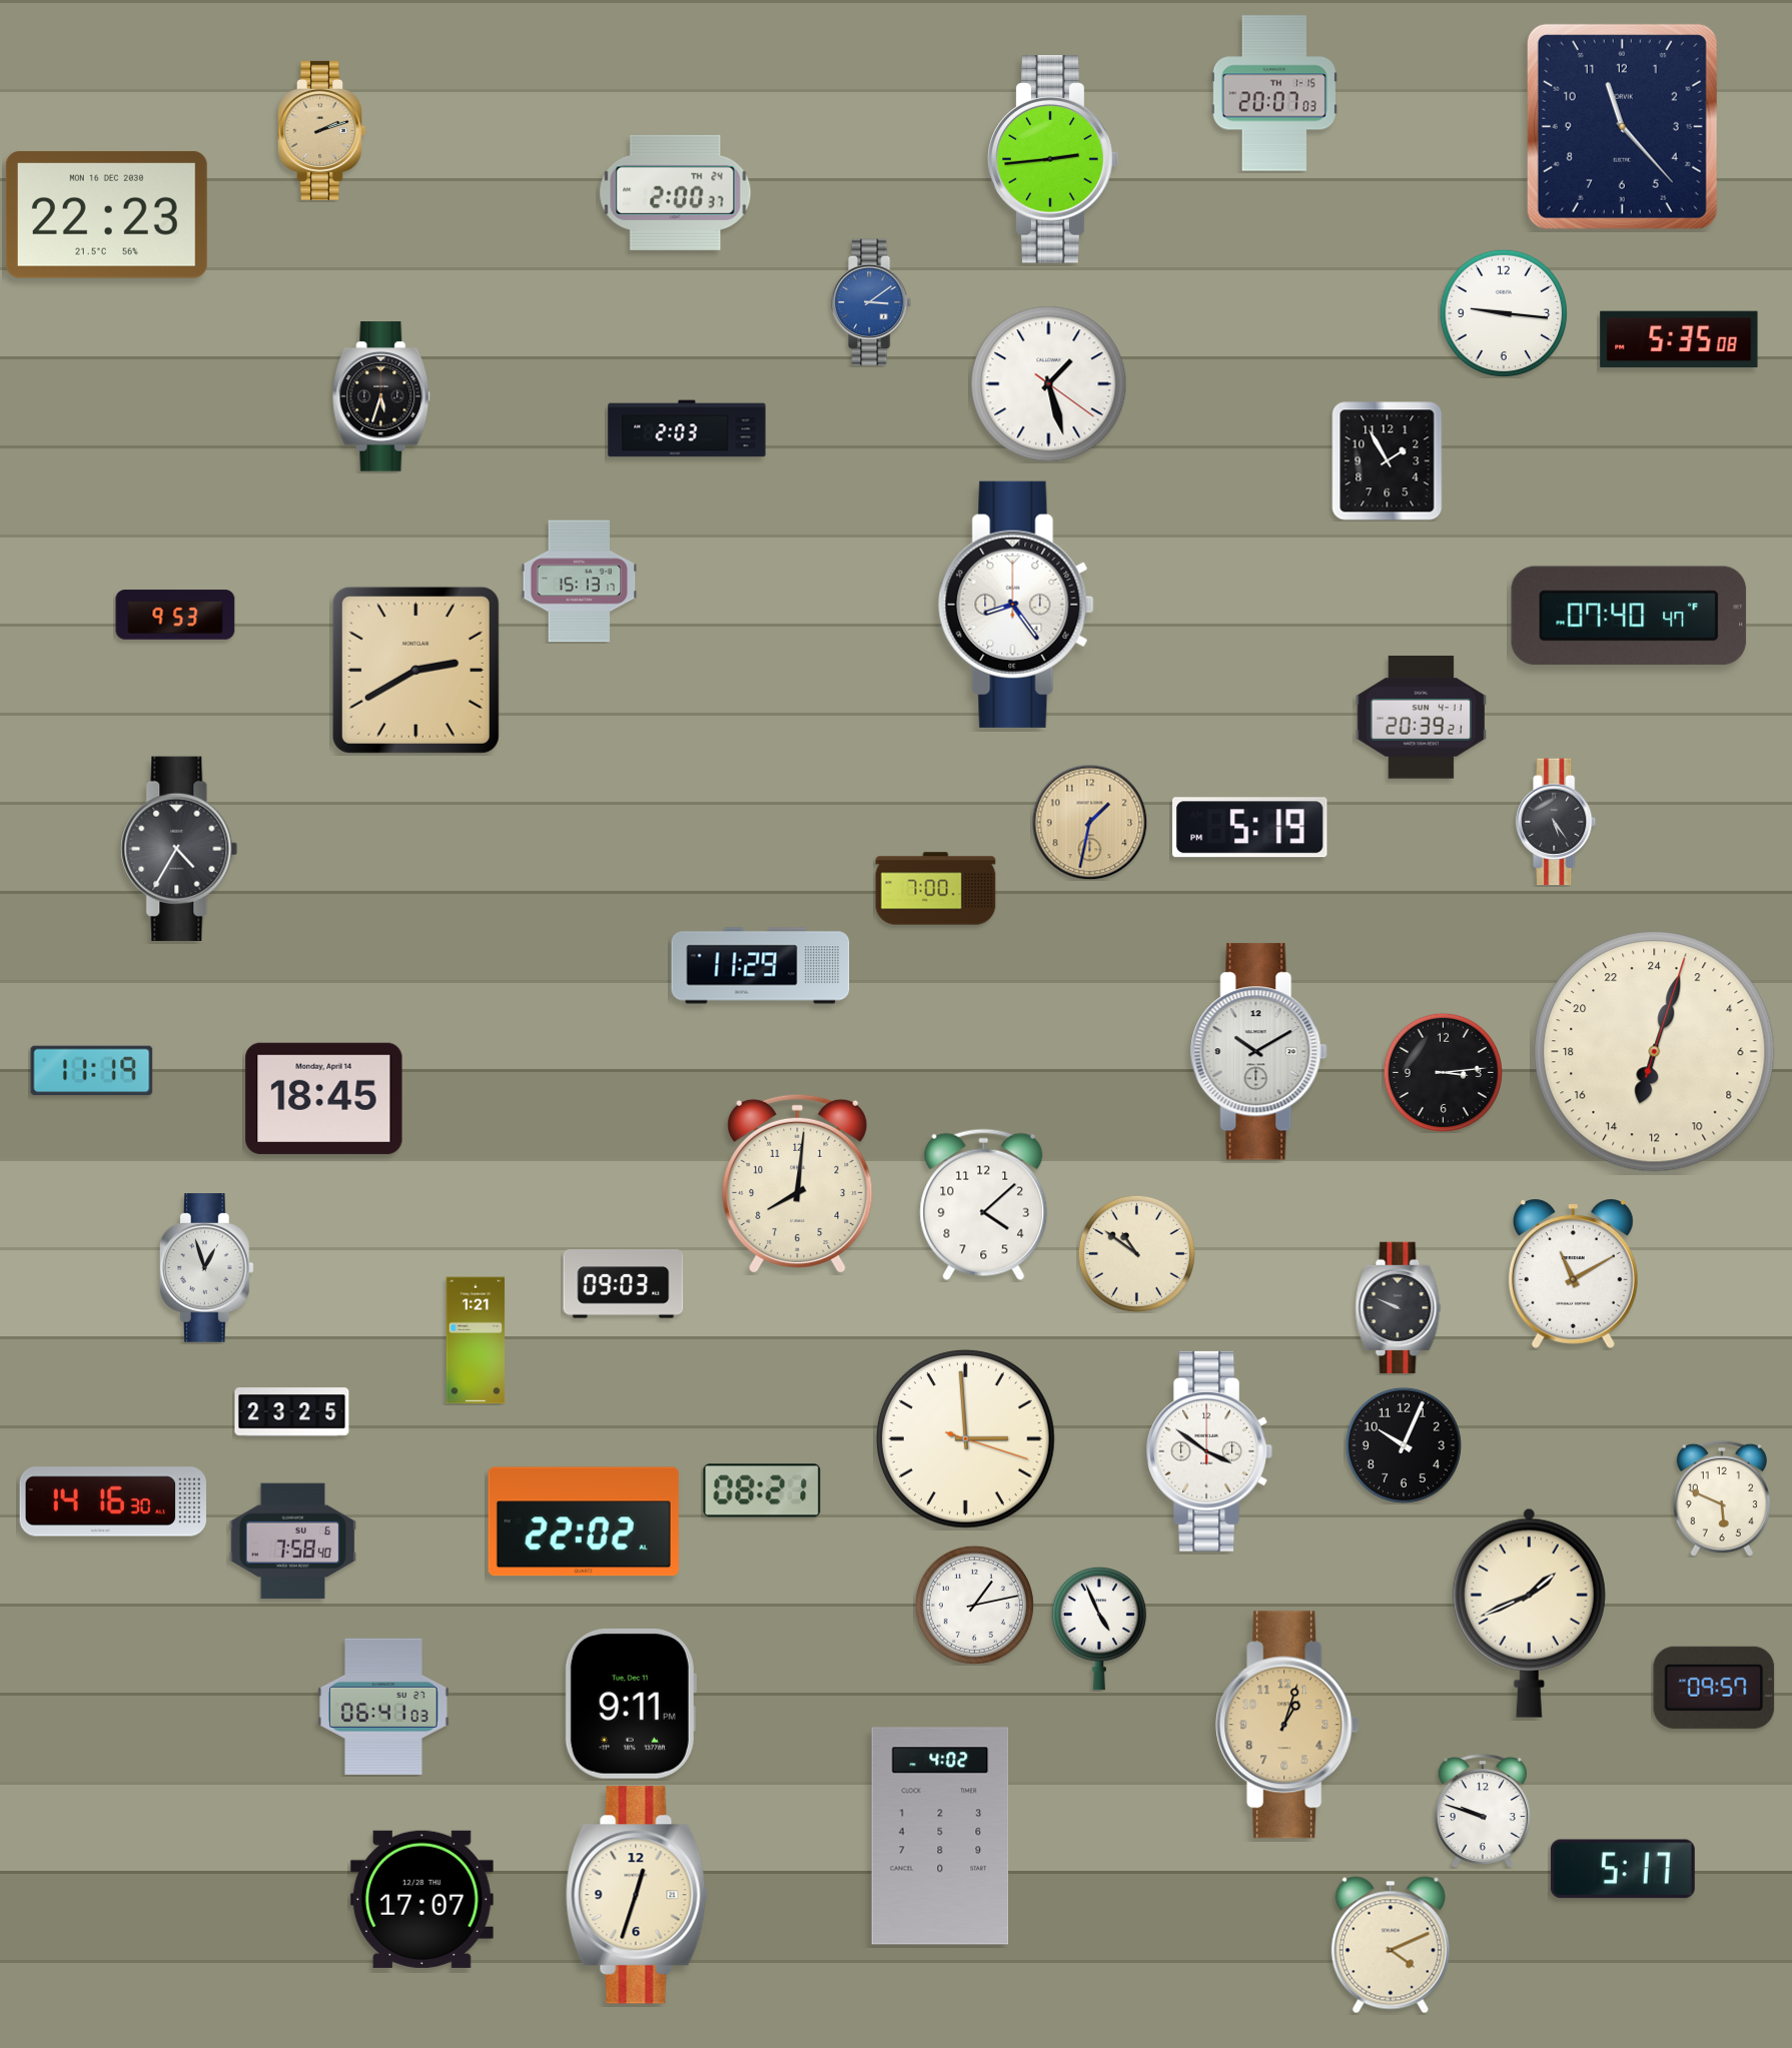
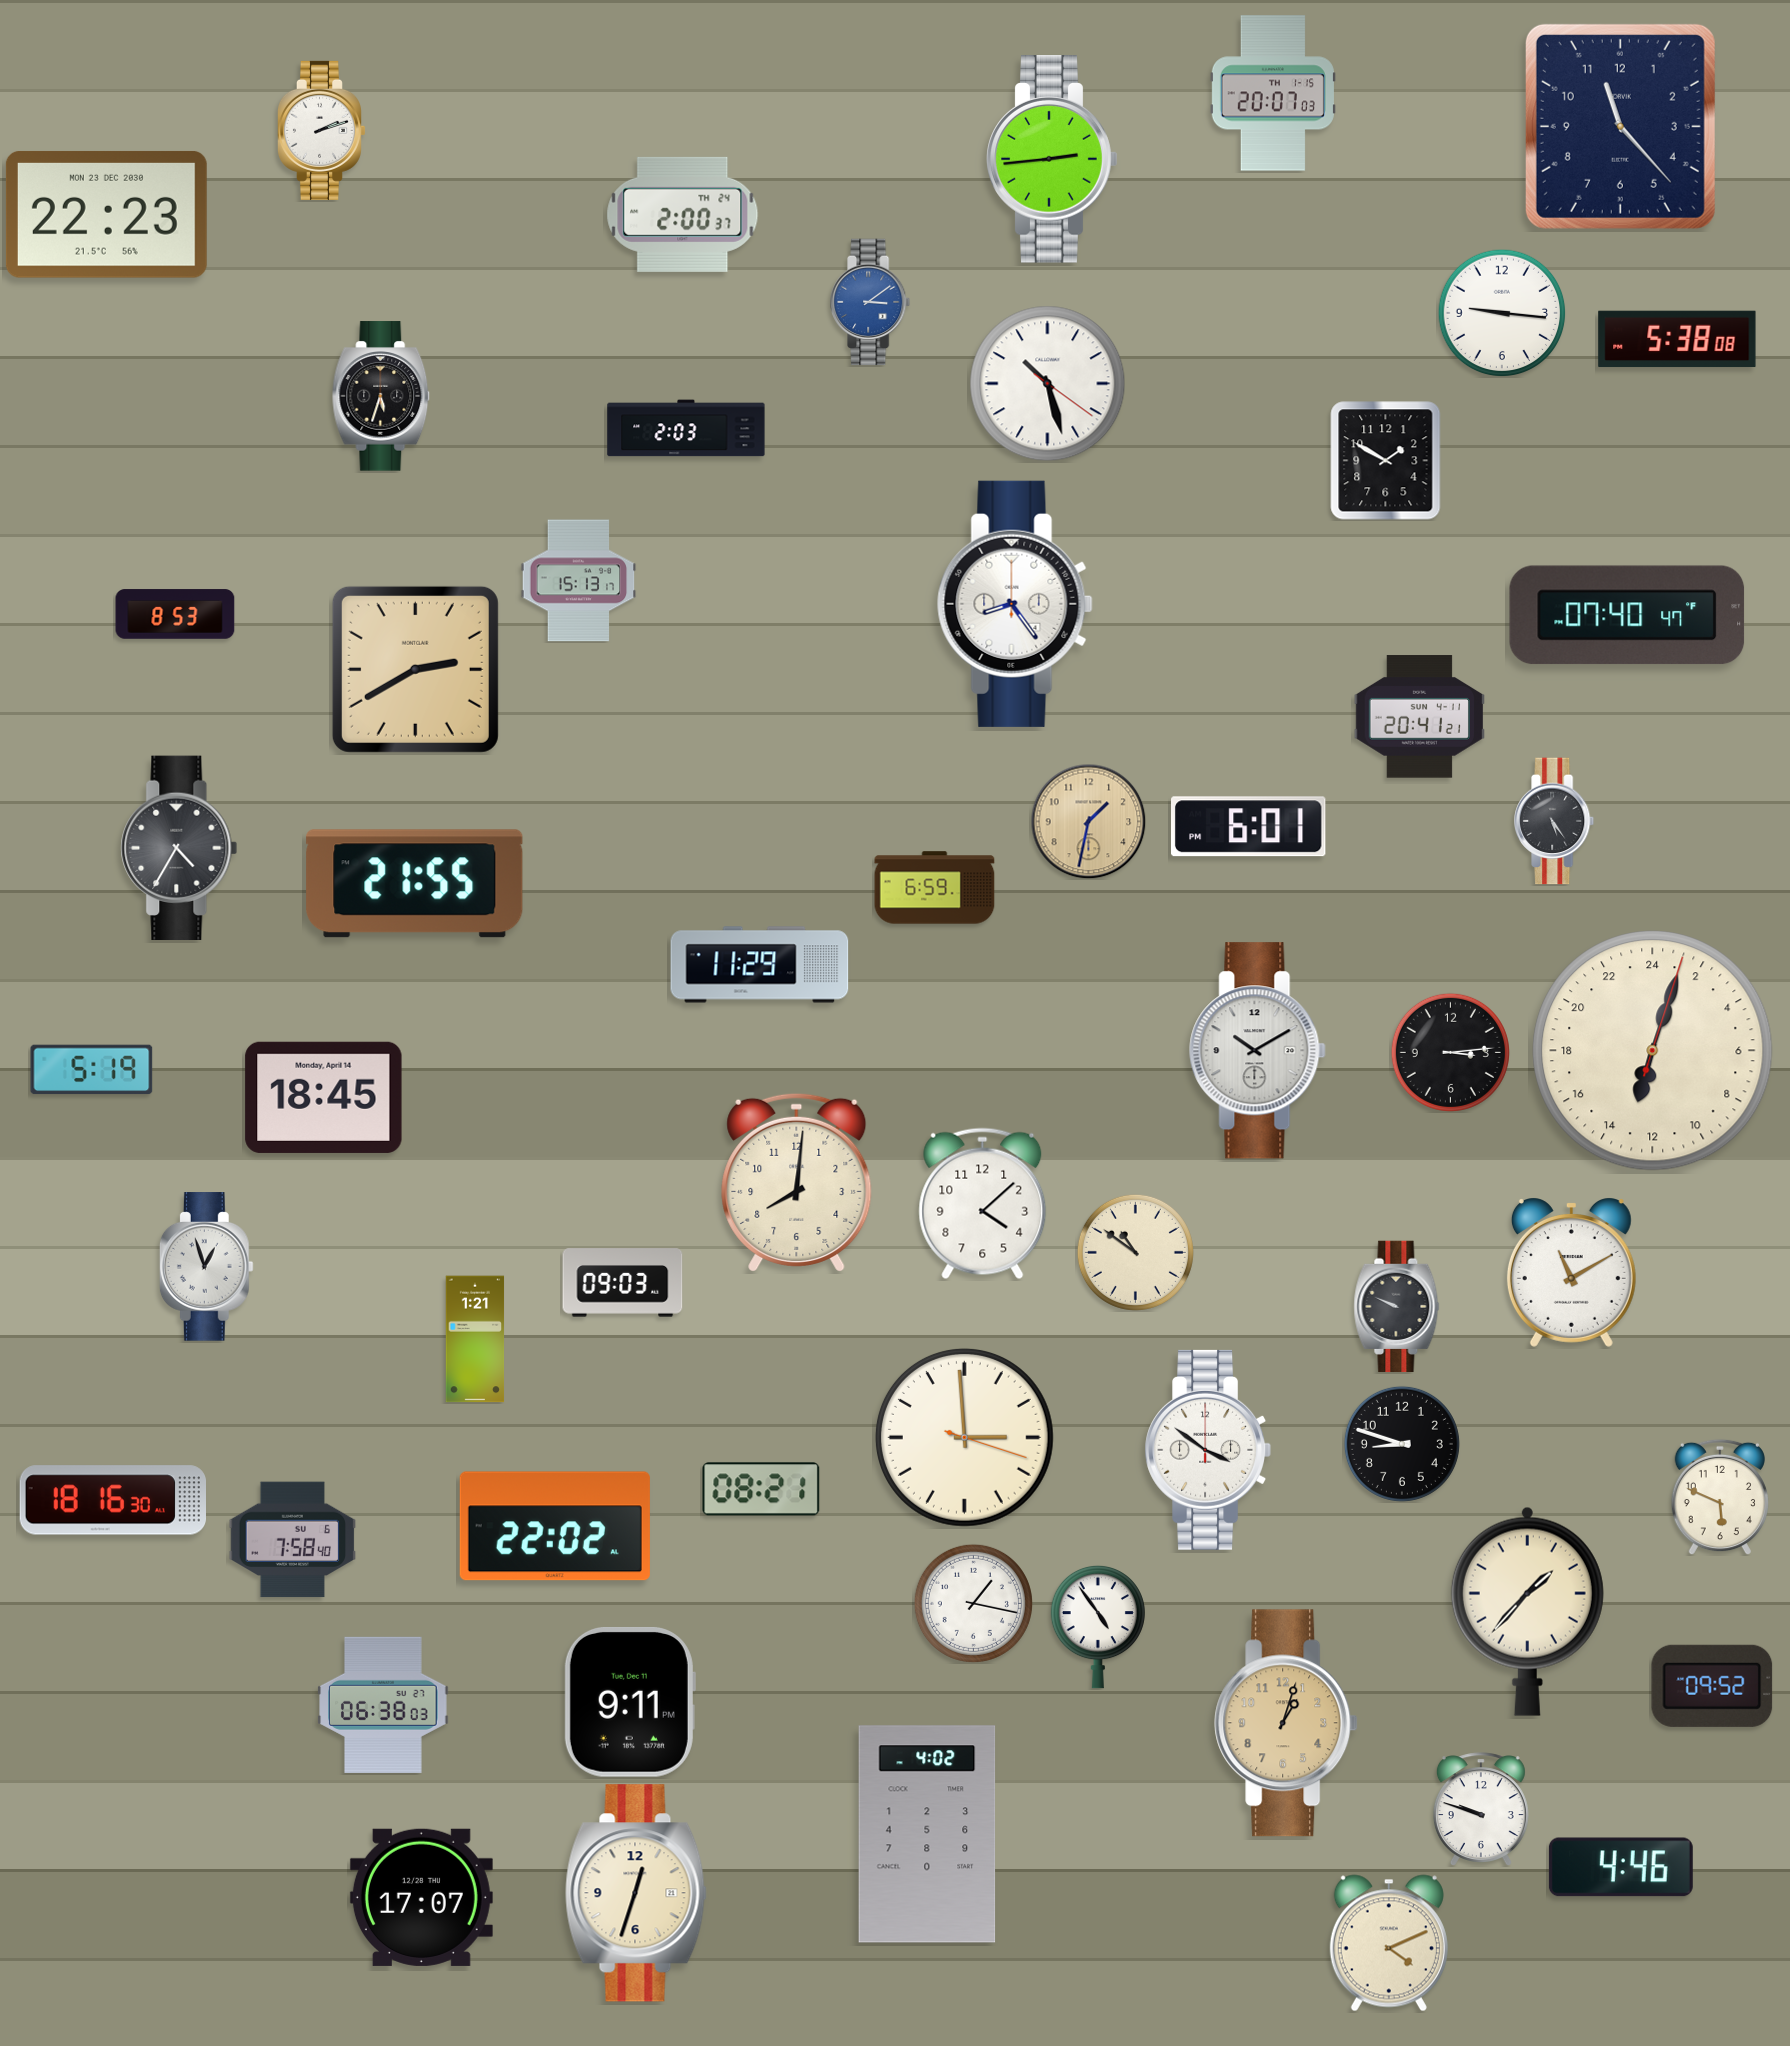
clock at (321, 130) dial: champagne -> white
clock at (676, 192) position: (676, 192) -> (683, 214)
clock at (106, 215) date: MON 16 DEC 2030 -> MON 23 DEC 2030
clock at (1679, 339): 5:35 -> 5:38
clock at (1049, 384): 1:27 -> 10:27
clock at (1388, 461): 1:55 -> 1:50
clock at (175, 615): 9:53 -> 8:53
clock at (1421, 718): 20:39 -> 20:41
clock at (1250, 828): 5:19 -> 6:01
clock at (415, 884): none -> 21:55
clock at (936, 889): 7:00 -> 6:59
clock at (92, 1071): 11:19 -> 5:19
clock at (1443, 1072) position: (1443, 1072) -> (1450, 1052)
clock at (292, 1412): 23:25 -> none
clock at (1404, 1445): 10:04 -> 8:48
clock at (112, 1501): 14:16 -> 18:16
clock at (584, 1521) position: (584, 1521) -> (555, 1526)
clock at (974, 1605): 1:13 -> 1:17
clock at (1529, 1613): 1:41 -> 1:37
clock at (1099, 1629): 4:56 -> 4:54
clock at (1714, 1688): 09:57 -> 09:52
clock at (383, 1707): 06:41 -> 06:38
clock at (940, 1836) position: (940, 1836) -> (927, 1834)
clock at (1623, 1869): 5:17 -> 4:46
